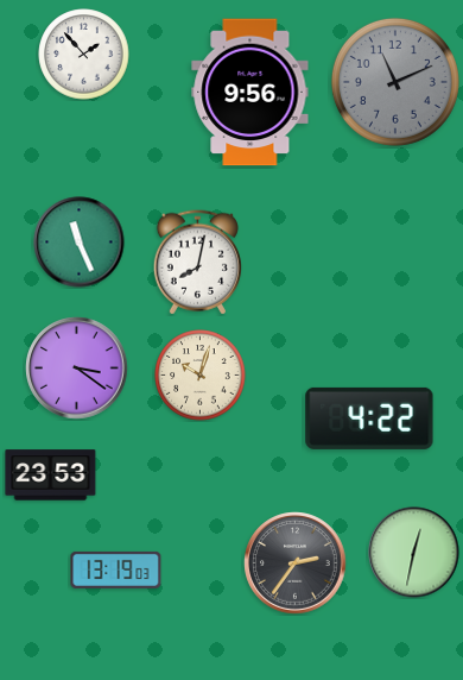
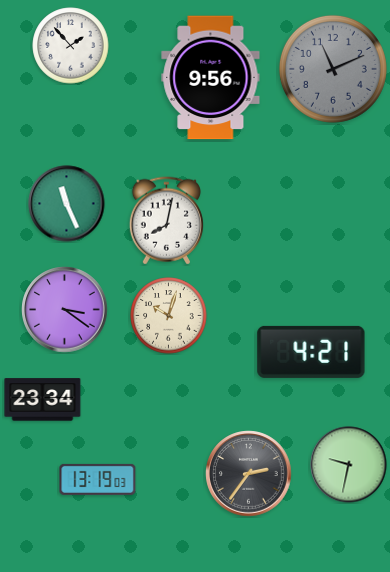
clock at (369, 418): 4:22 -> 4:21
clock at (51, 476): 23:53 -> 23:34
clock at (414, 553): 12:32 -> 9:32
